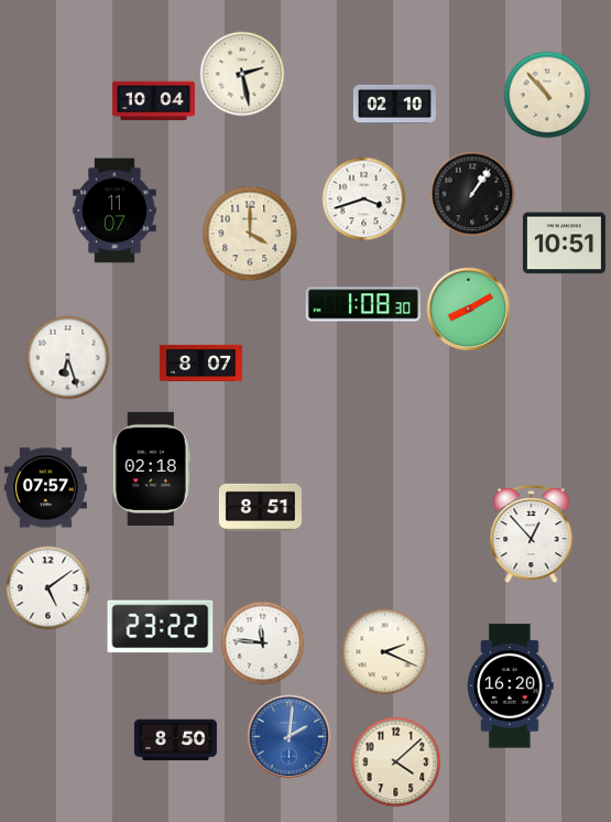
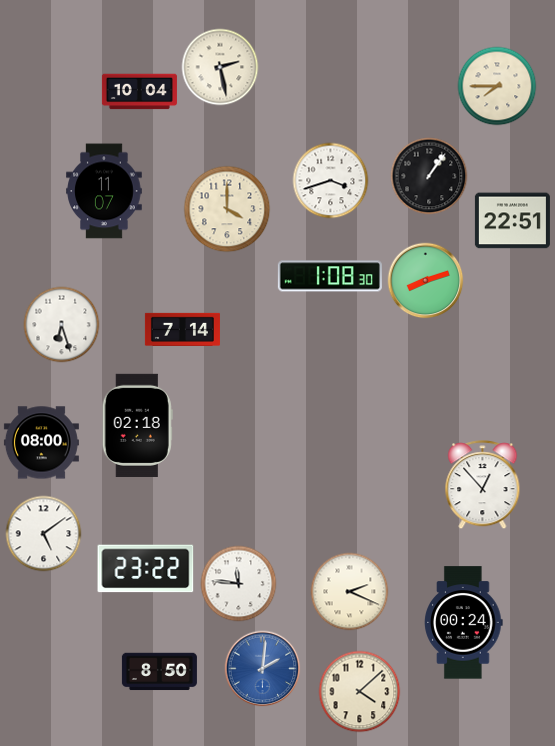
clock at (547, 95): 10:53 -> 7:45
clock at (394, 104): 02:10 -> none
clock at (250, 234) position: (250, 234) -> (227, 209)
clock at (564, 244): 10:51 -> 22:51
clock at (469, 310): 8:10 -> 8:12
clock at (200, 363): 8:07 -> 7:14
clock at (45, 488): 07:57 -> 08:00
clock at (260, 507): 8:51 -> none
clock at (511, 686): 16:20 -> 00:24
